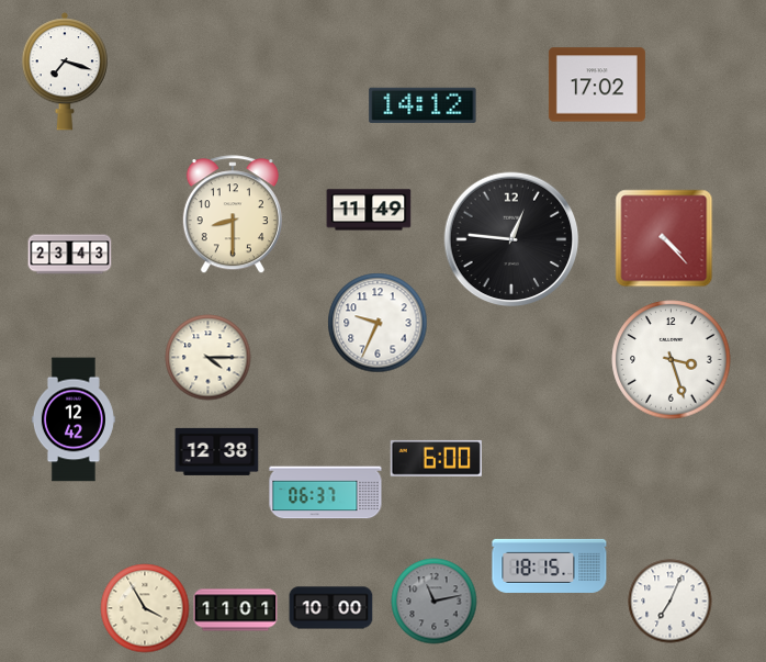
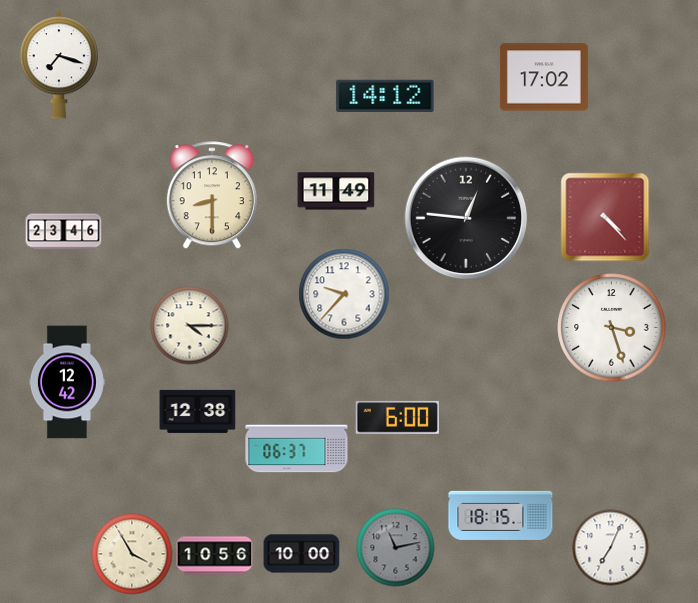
clock at (70, 255): 23:43 -> 23:46
clock at (378, 323): 9:34 -> 9:37
clock at (236, 610): 11:01 -> 10:56
